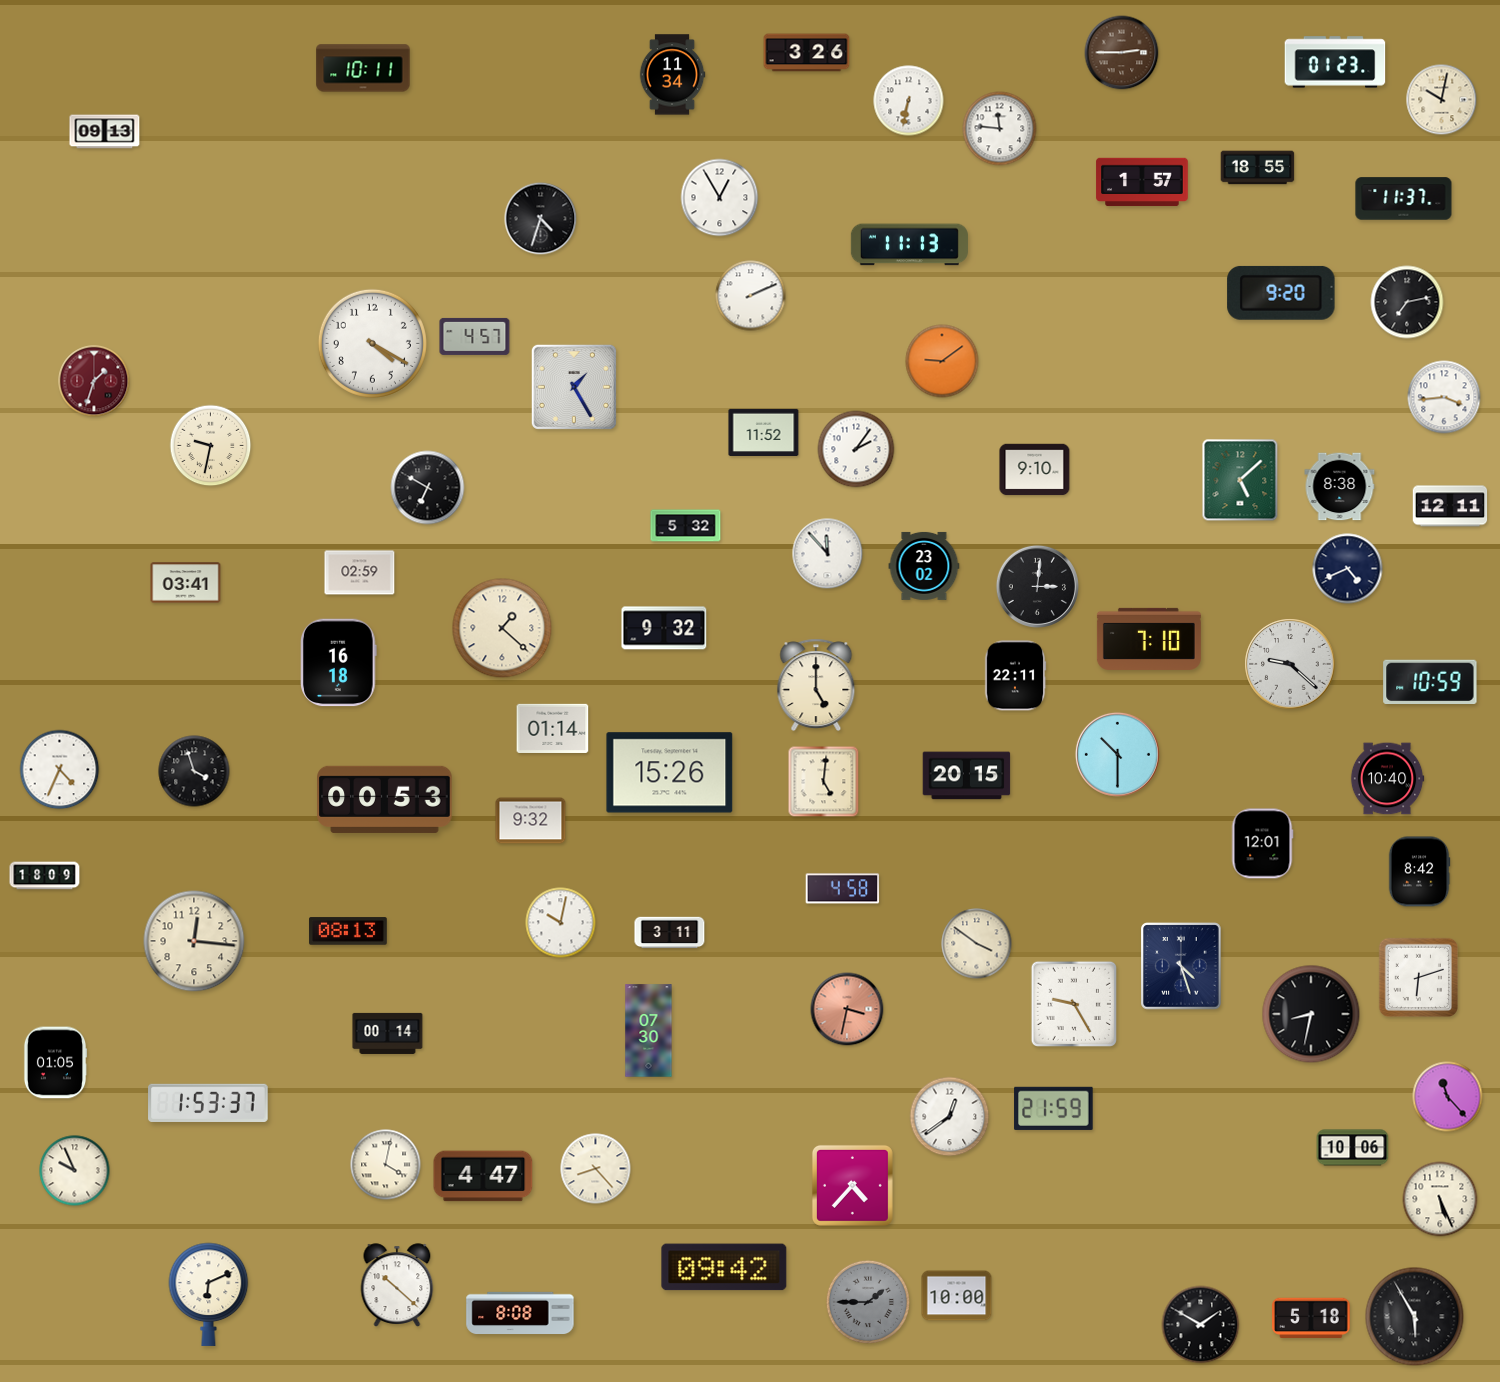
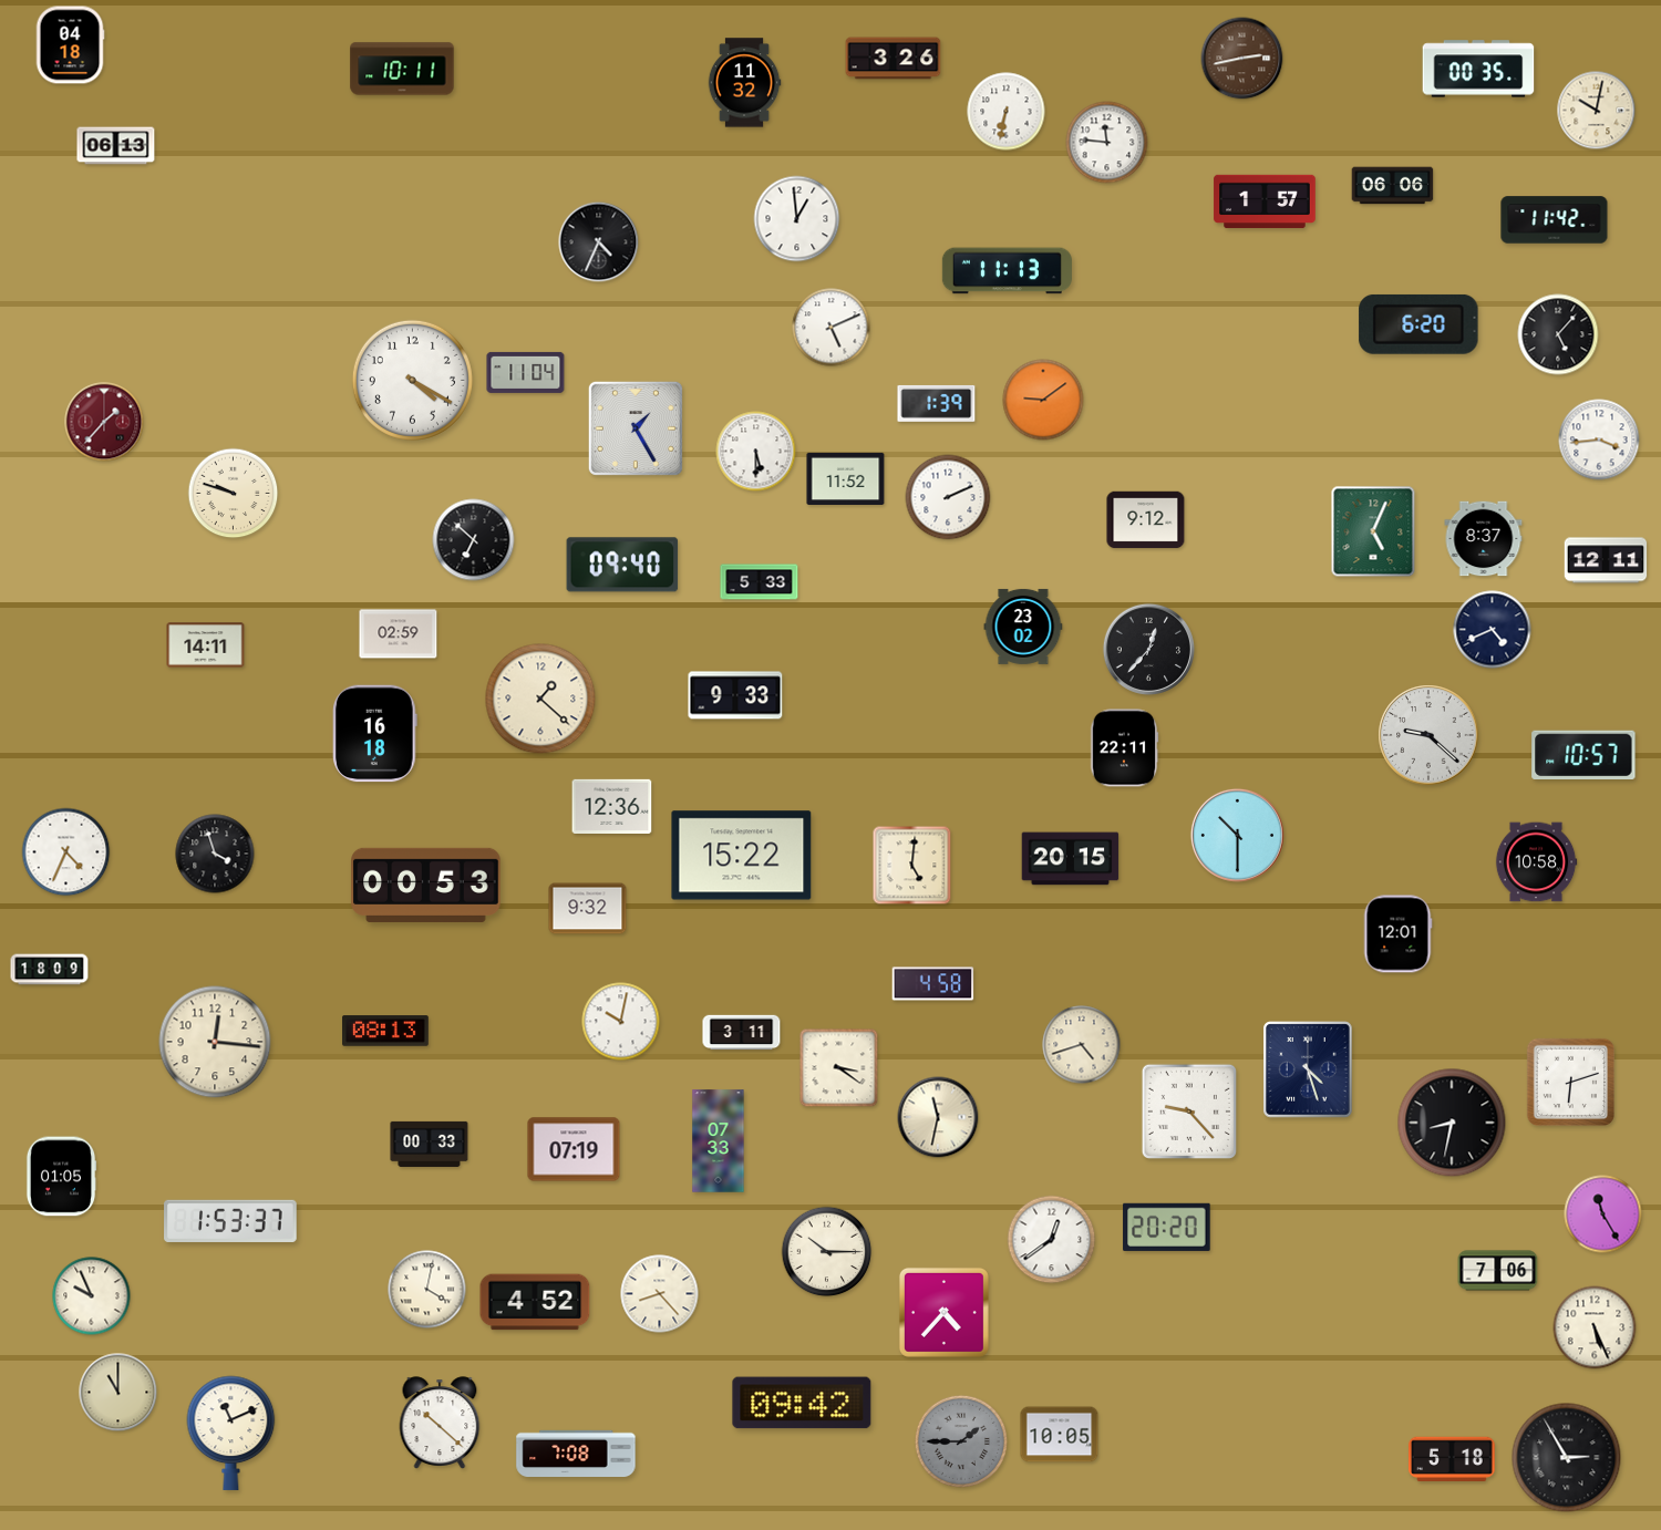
clock at (70, 45): none -> 04:18
clock at (1122, 53): 2:45 -> 2:43
clock at (1335, 62): 01:23 -> 00:35
clock at (363, 68) position: (363, 68) -> (402, 69)
clock at (672, 75): 11:34 -> 11:32
clock at (105, 132): 09:13 -> 06:13
clock at (1258, 168): 18:55 -> 06:06
clock at (720, 198): 12:55 -> 12:59
clock at (1404, 199): 11:37 -> 11:42
clock at (541, 219): 4:33 -> 4:34
clock at (1281, 293): 9:20 -> 6:20
clock at (751, 296): 2:11 -> 5:11
clock at (1407, 302): 7:13 -> 5:07
clock at (475, 336): 4:57 -> 11:04
clock at (937, 403): none -> 1:39
clock at (94, 381): 1:33 -> 1:37
clock at (756, 452): none -> 5:30
clock at (211, 446): 9:32 -> 9:48
clock at (856, 449): 2:06 -> 2:11
clock at (1035, 470): 9:10 -> 9:12
clock at (1240, 480): 5:08 -> 5:04
clock at (1340, 487): 8:38 -> 8:37
clock at (428, 488): 6:50 -> 6:52
clock at (622, 565): none -> 09:40
clock at (686, 526): 5:32 -> 5:33
clock at (828, 554): 11:53 -> none
clock at (186, 583): 03:41 -> 14:11
clock at (1037, 586): 3:01 -> 12:37
clock at (502, 628) position: (502, 628) -> (540, 699)
clock at (664, 628): 9:32 -> 9:33
clock at (1149, 639): 7:10 -> none
clock at (1430, 681): 10:59 -> 10:57
clock at (816, 685): 5:00 -> none
clock at (553, 728): 01:14 -> 12:36
clock at (670, 773): 15:26 -> 15:22
clock at (1387, 779): 10:40 -> 10:58
clock at (1419, 872): 8:42 -> none
clock at (977, 944): 3:51 -> 4:42
clock at (839, 1068): none -> 3:21
clock at (1074, 1004): 9:25 -> 9:23
clock at (847, 1009): 3:32 -> 11:32
clock at (847, 1009) dial: salmon -> cream
clock at (649, 1031): 07:30 -> 07:33
clock at (388, 1033): 00:14 -> 00:33
clock at (574, 1149): none -> 07:19
clock at (1448, 1097): 11:23 -> 11:25
clock at (1054, 1108): 21:59 -> 20:20
clock at (950, 1117) position: (950, 1117) -> (1052, 1240)
clock at (827, 1252): none -> 10:15
clock at (1353, 1148): 10:06 -> 7:06
clock at (75, 1171) position: (75, 1171) -> (92, 1296)
clock at (483, 1176): 4:47 -> 4:52
clock at (118, 1393): none -> 11:00
clock at (209, 1294): 6:11 -> 11:11
clock at (957, 1296): 10:00 -> 10:05
clock at (520, 1313): 8:08 -> 7:08
clock at (1415, 1317): 5:55 -> 2:55
clock at (1201, 1325): 1:50 -> none
